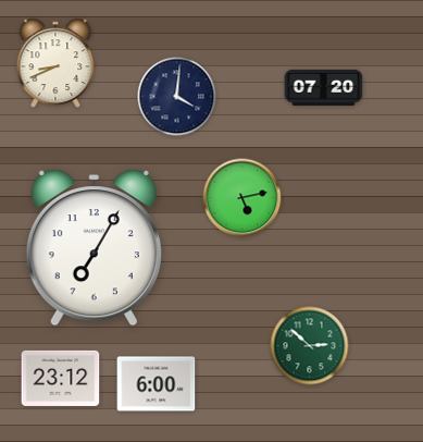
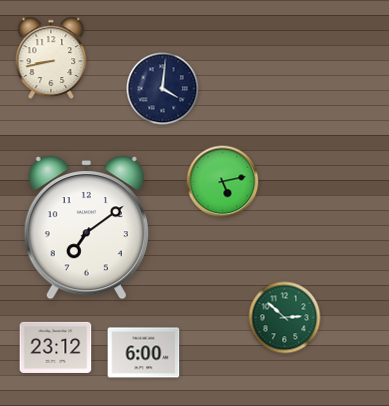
clock at (55, 63): 8:41 -> 8:43
clock at (324, 87): 07:20 -> none
clock at (94, 248): 7:05 -> 7:09
